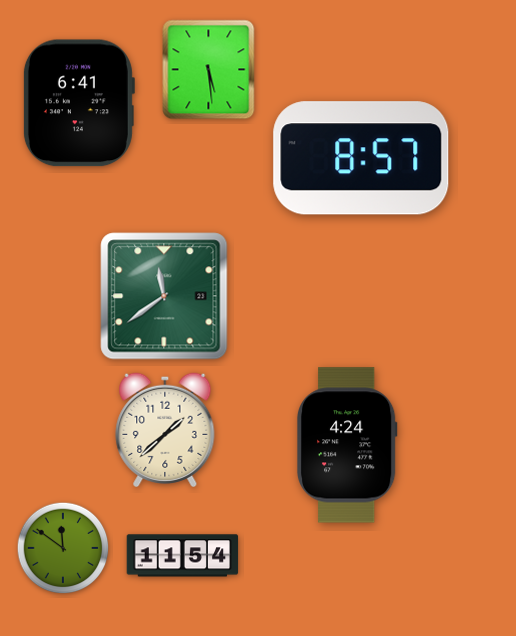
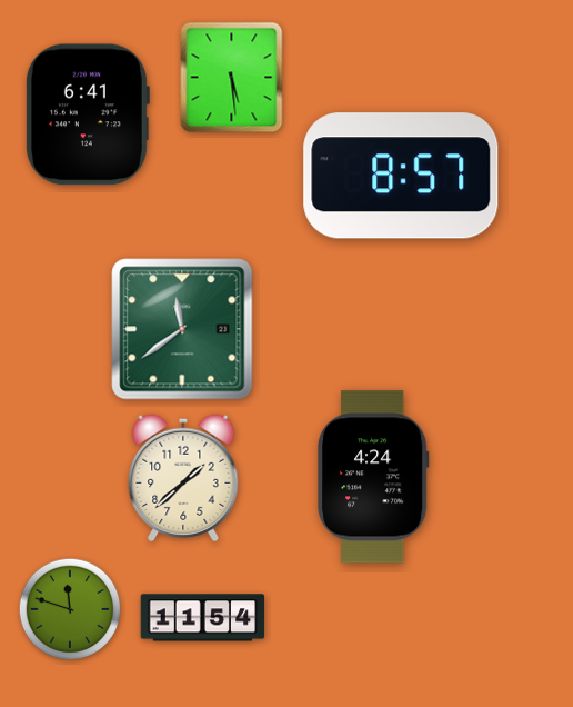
clock at (347, 445) position: (347, 445) -> (373, 477)
clock at (63, 548): 11:51 -> 11:48
